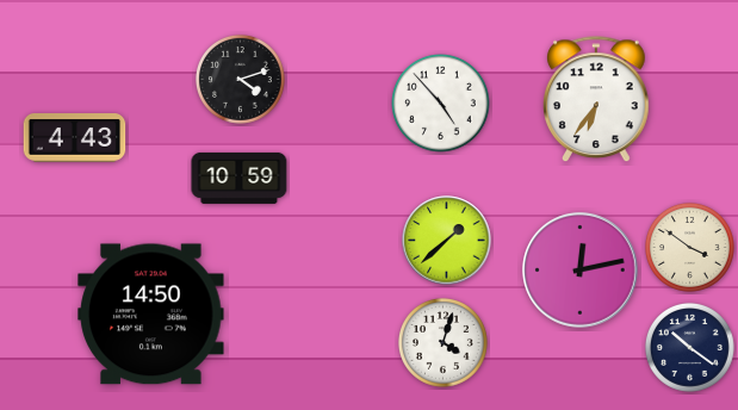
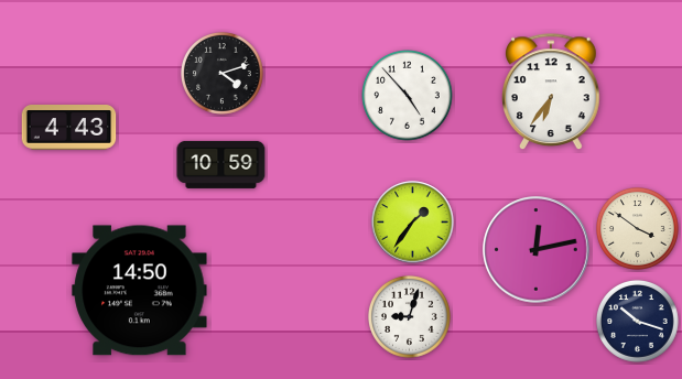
clock at (447, 241): 1:38 -> 1:36
clock at (444, 343): 4:03 -> 9:03
clock at (690, 348): 10:21 -> 10:18
